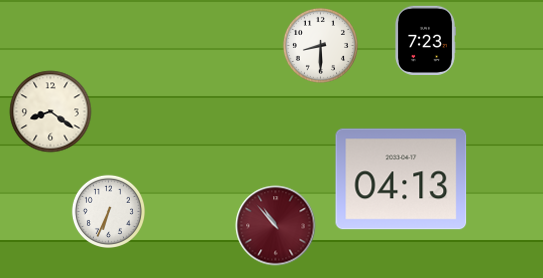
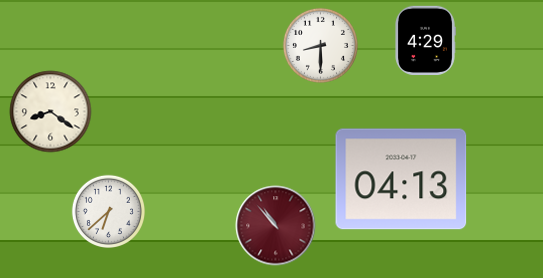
clock at (425, 40): 7:23 -> 4:29
clock at (108, 211): 6:34 -> 6:38
